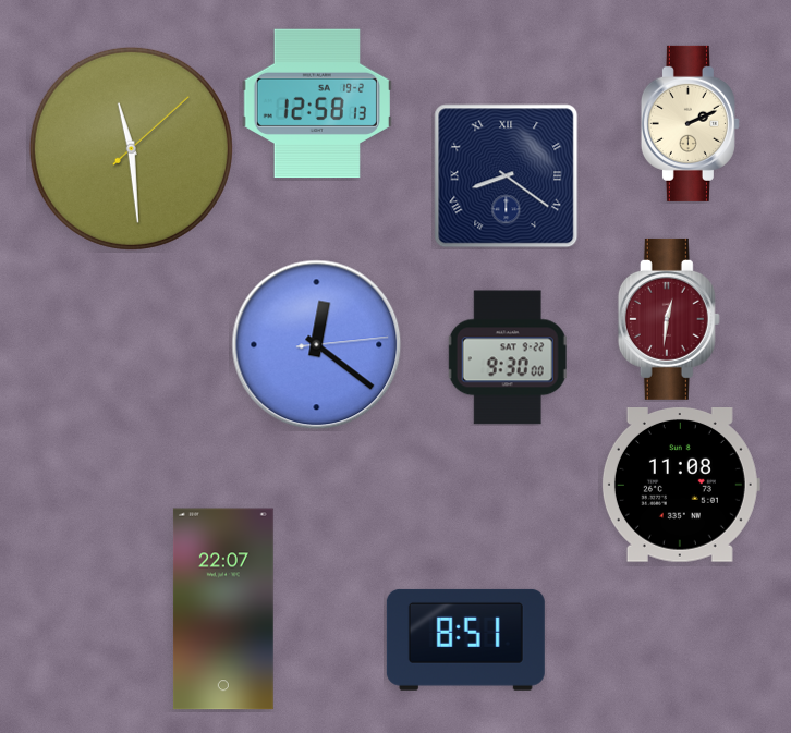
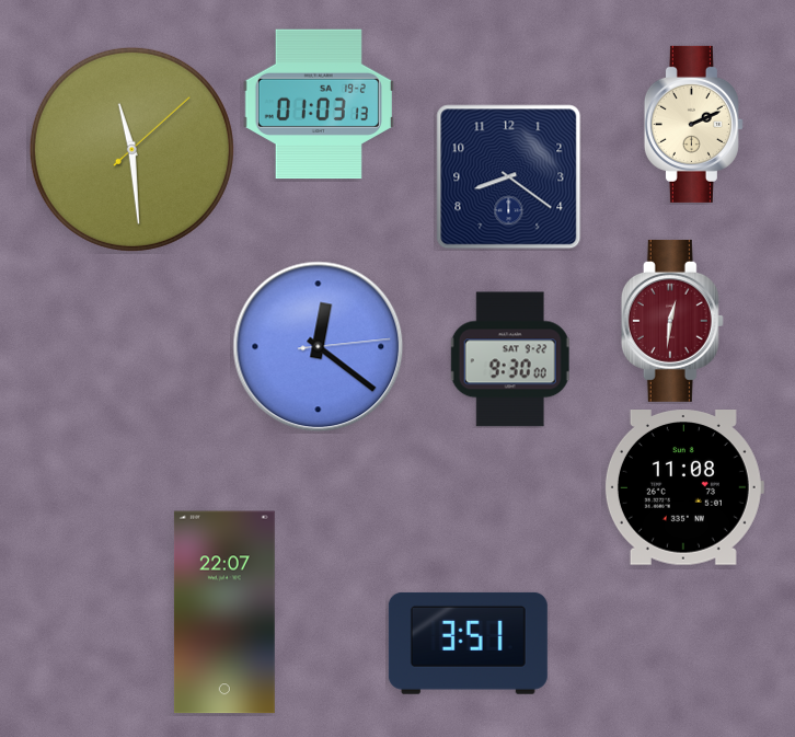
clock at (317, 103): 12:58 -> 01:03
clock at (507, 176) numerals: Roman -> Arabic
clock at (465, 639): 8:51 -> 3:51
